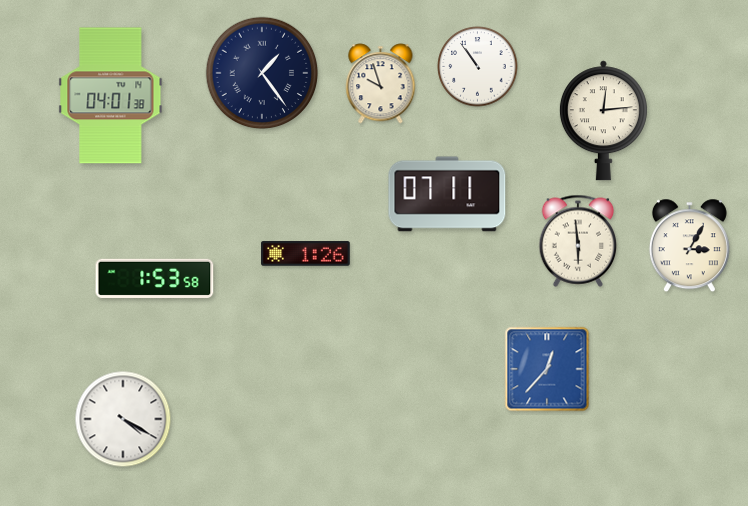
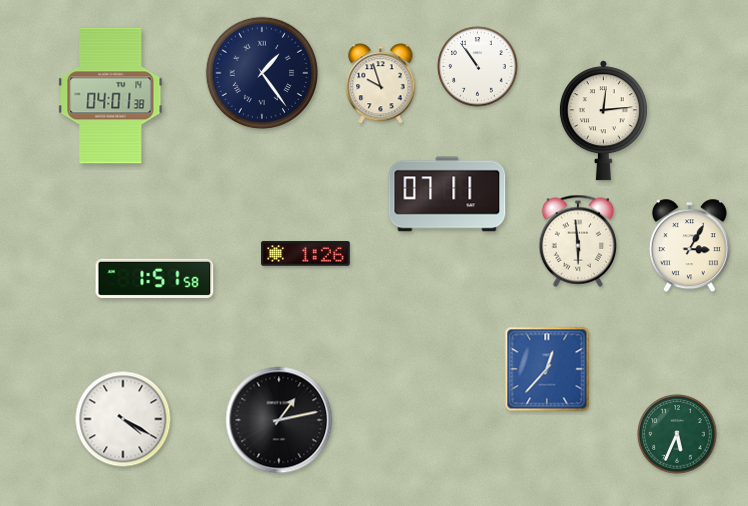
clock at (155, 278): 1:53 -> 1:51
clock at (279, 420): none -> 1:13
clock at (677, 434): none -> 5:34
